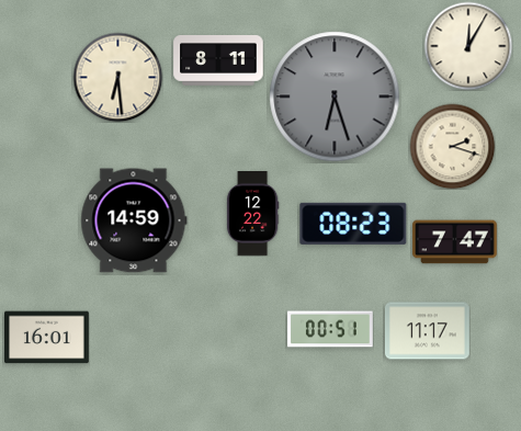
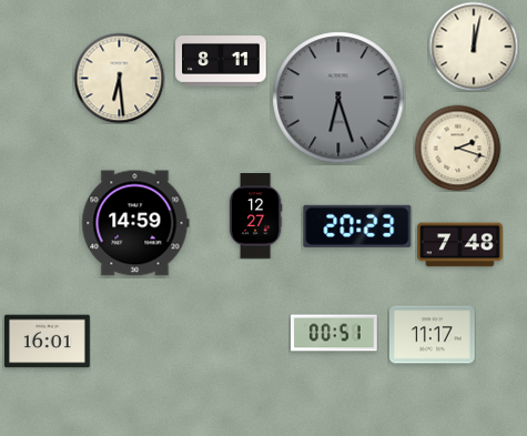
clock at (468, 46): 12:05 -> 12:02
clock at (252, 214): 12:22 -> 12:27
clock at (353, 224): 08:23 -> 20:23
clock at (455, 242): 7:47 -> 7:48
